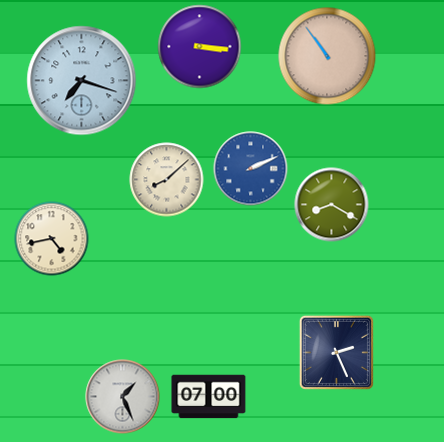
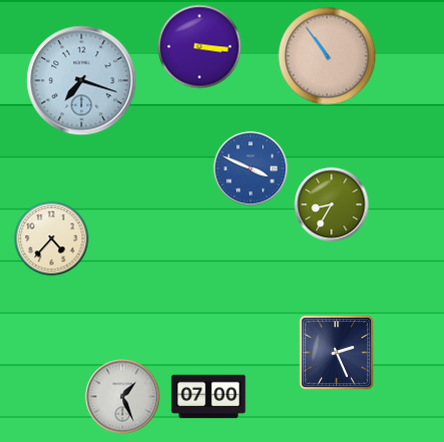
clock at (251, 169): 2:11 -> 3:49
clock at (167, 180): 8:08 -> none
clock at (332, 205): 8:20 -> 8:35
clock at (52, 239): 4:43 -> 4:37
